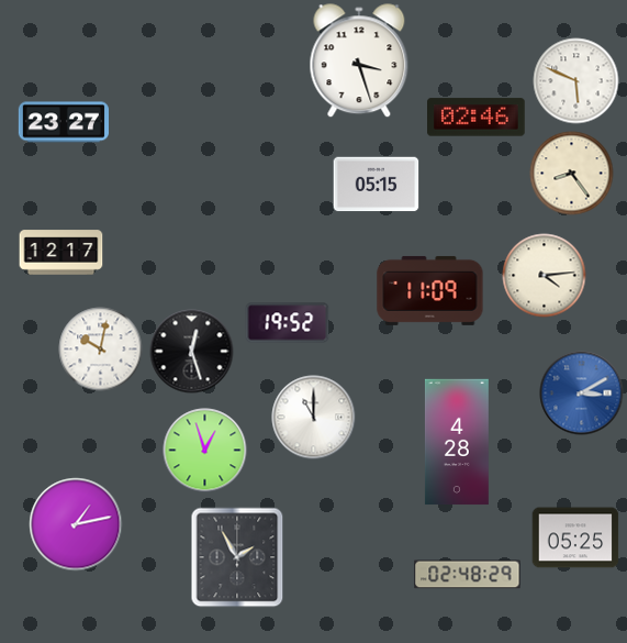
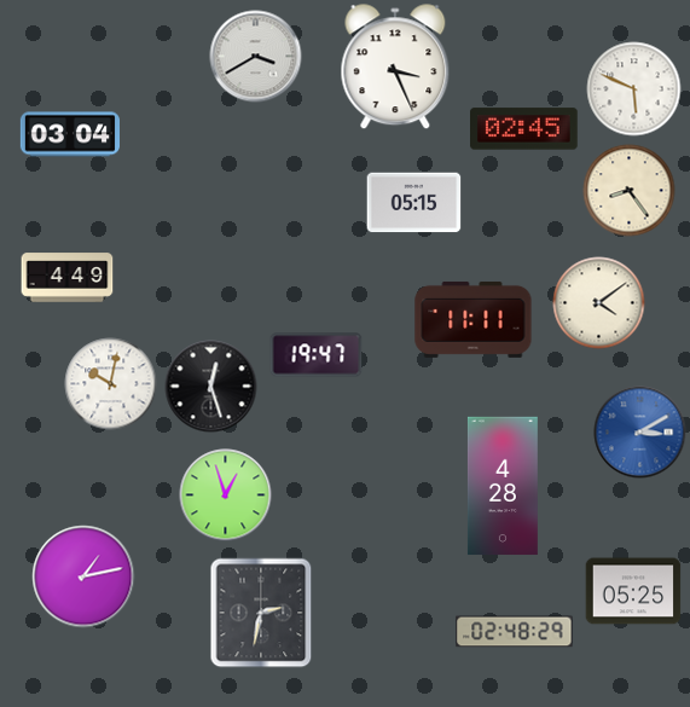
clock at (256, 57): none -> 3:40
clock at (359, 62): 3:27 -> 3:26
clock at (477, 118): 02:46 -> 02:45
clock at (63, 122): 23:27 -> 03:04
clock at (61, 253): 12:17 -> 4:49
clock at (545, 276): 4:14 -> 4:09
clock at (430, 290): 11:09 -> 11:11
clock at (288, 323): 19:52 -> 19:47
clock at (314, 418): 11:00 -> none
clock at (237, 557): 1:55 -> 2:32
